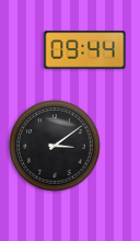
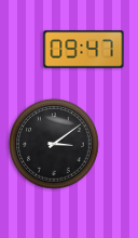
clock at (85, 50): 09:44 -> 09:47
